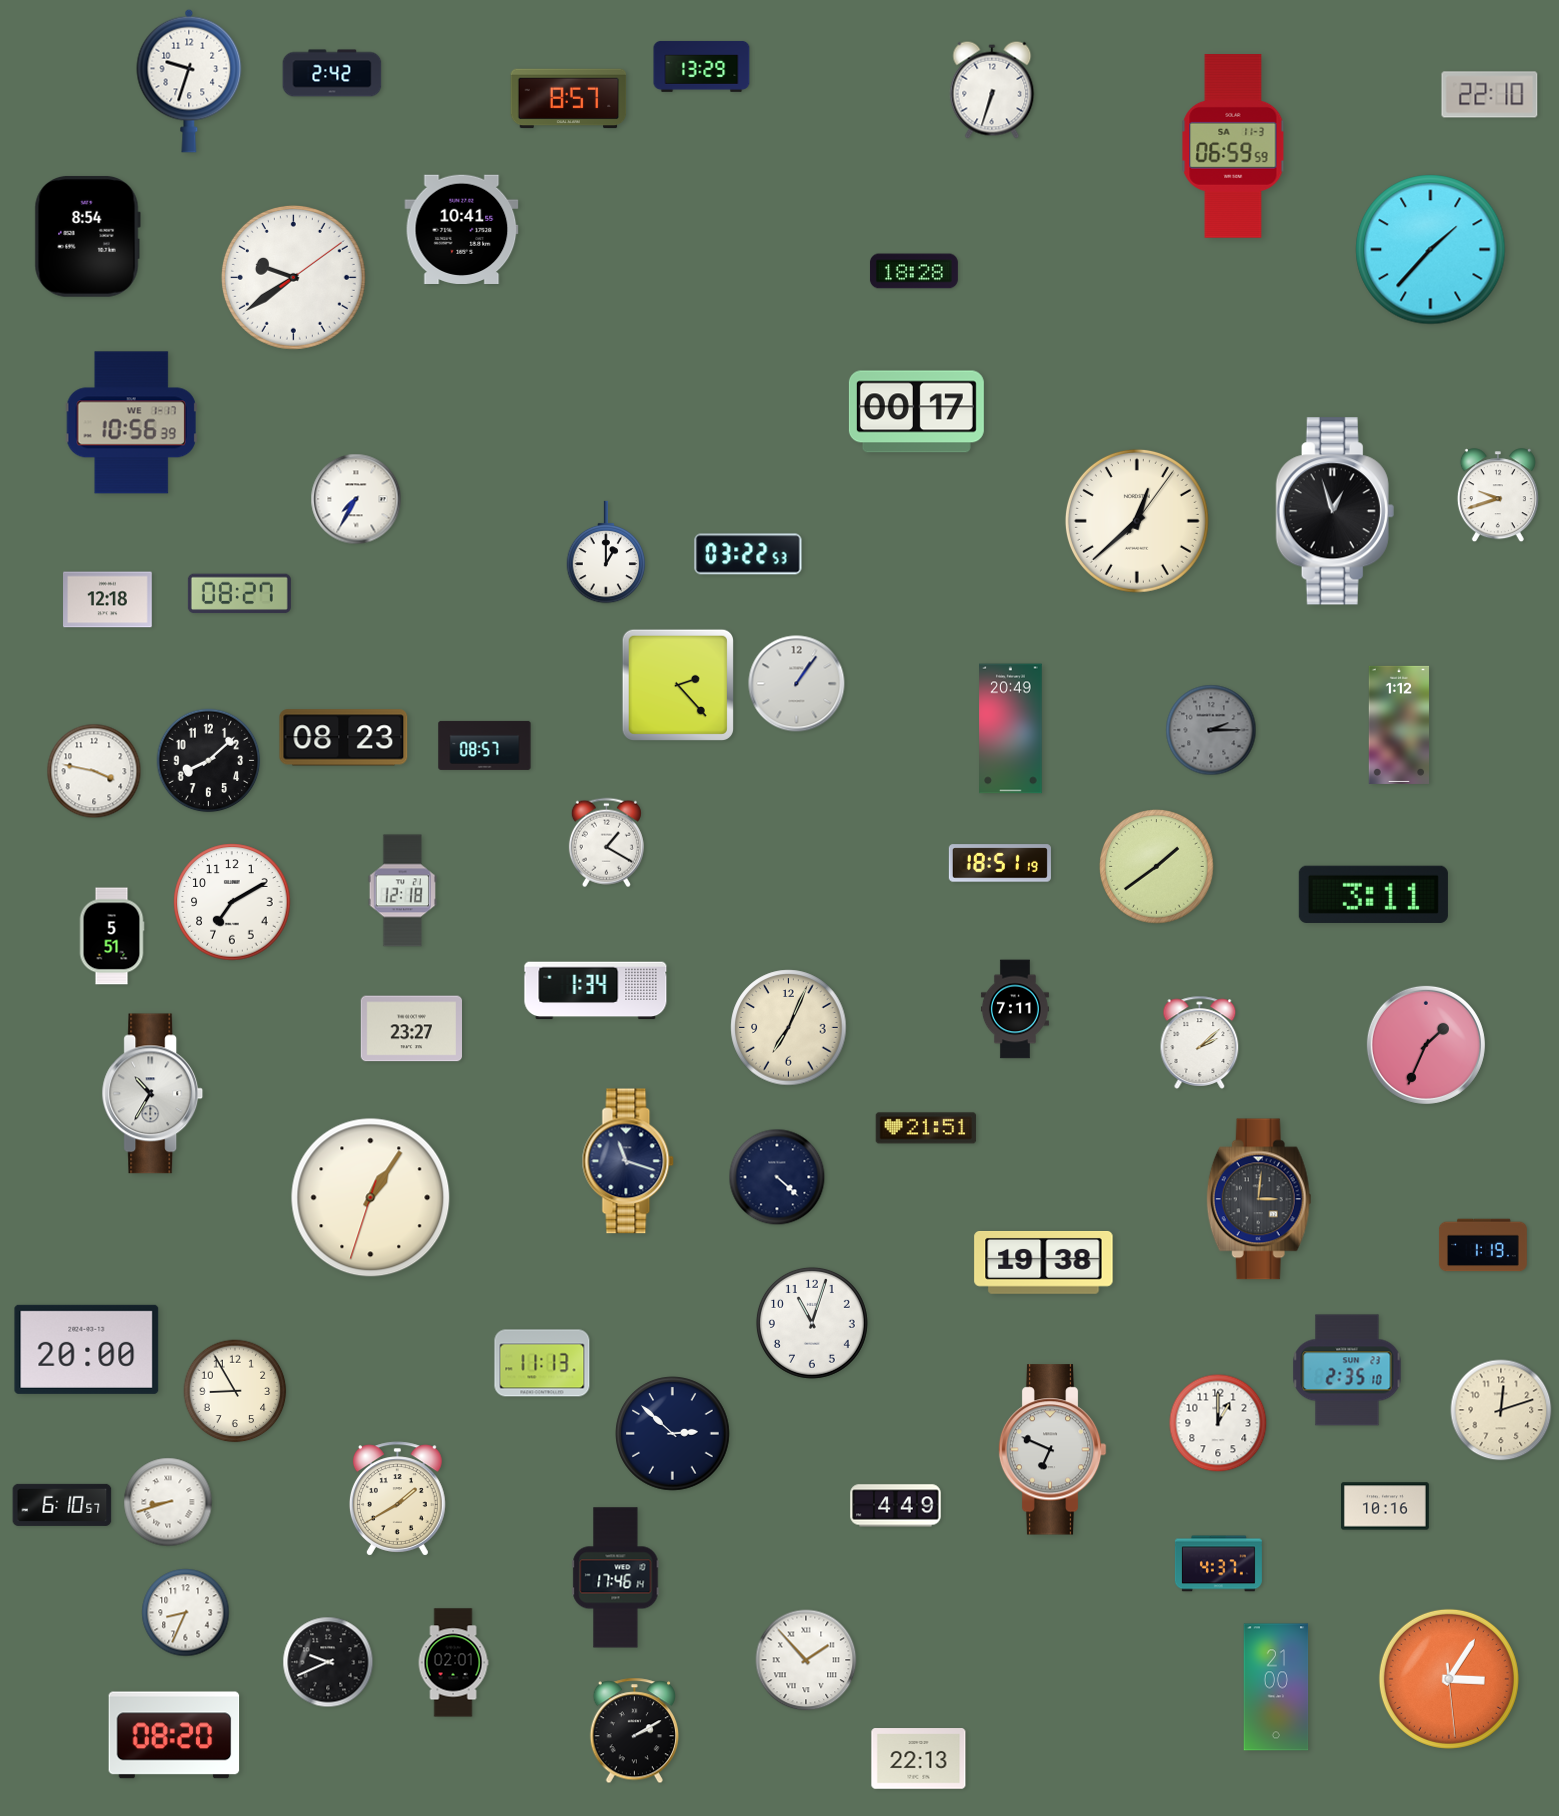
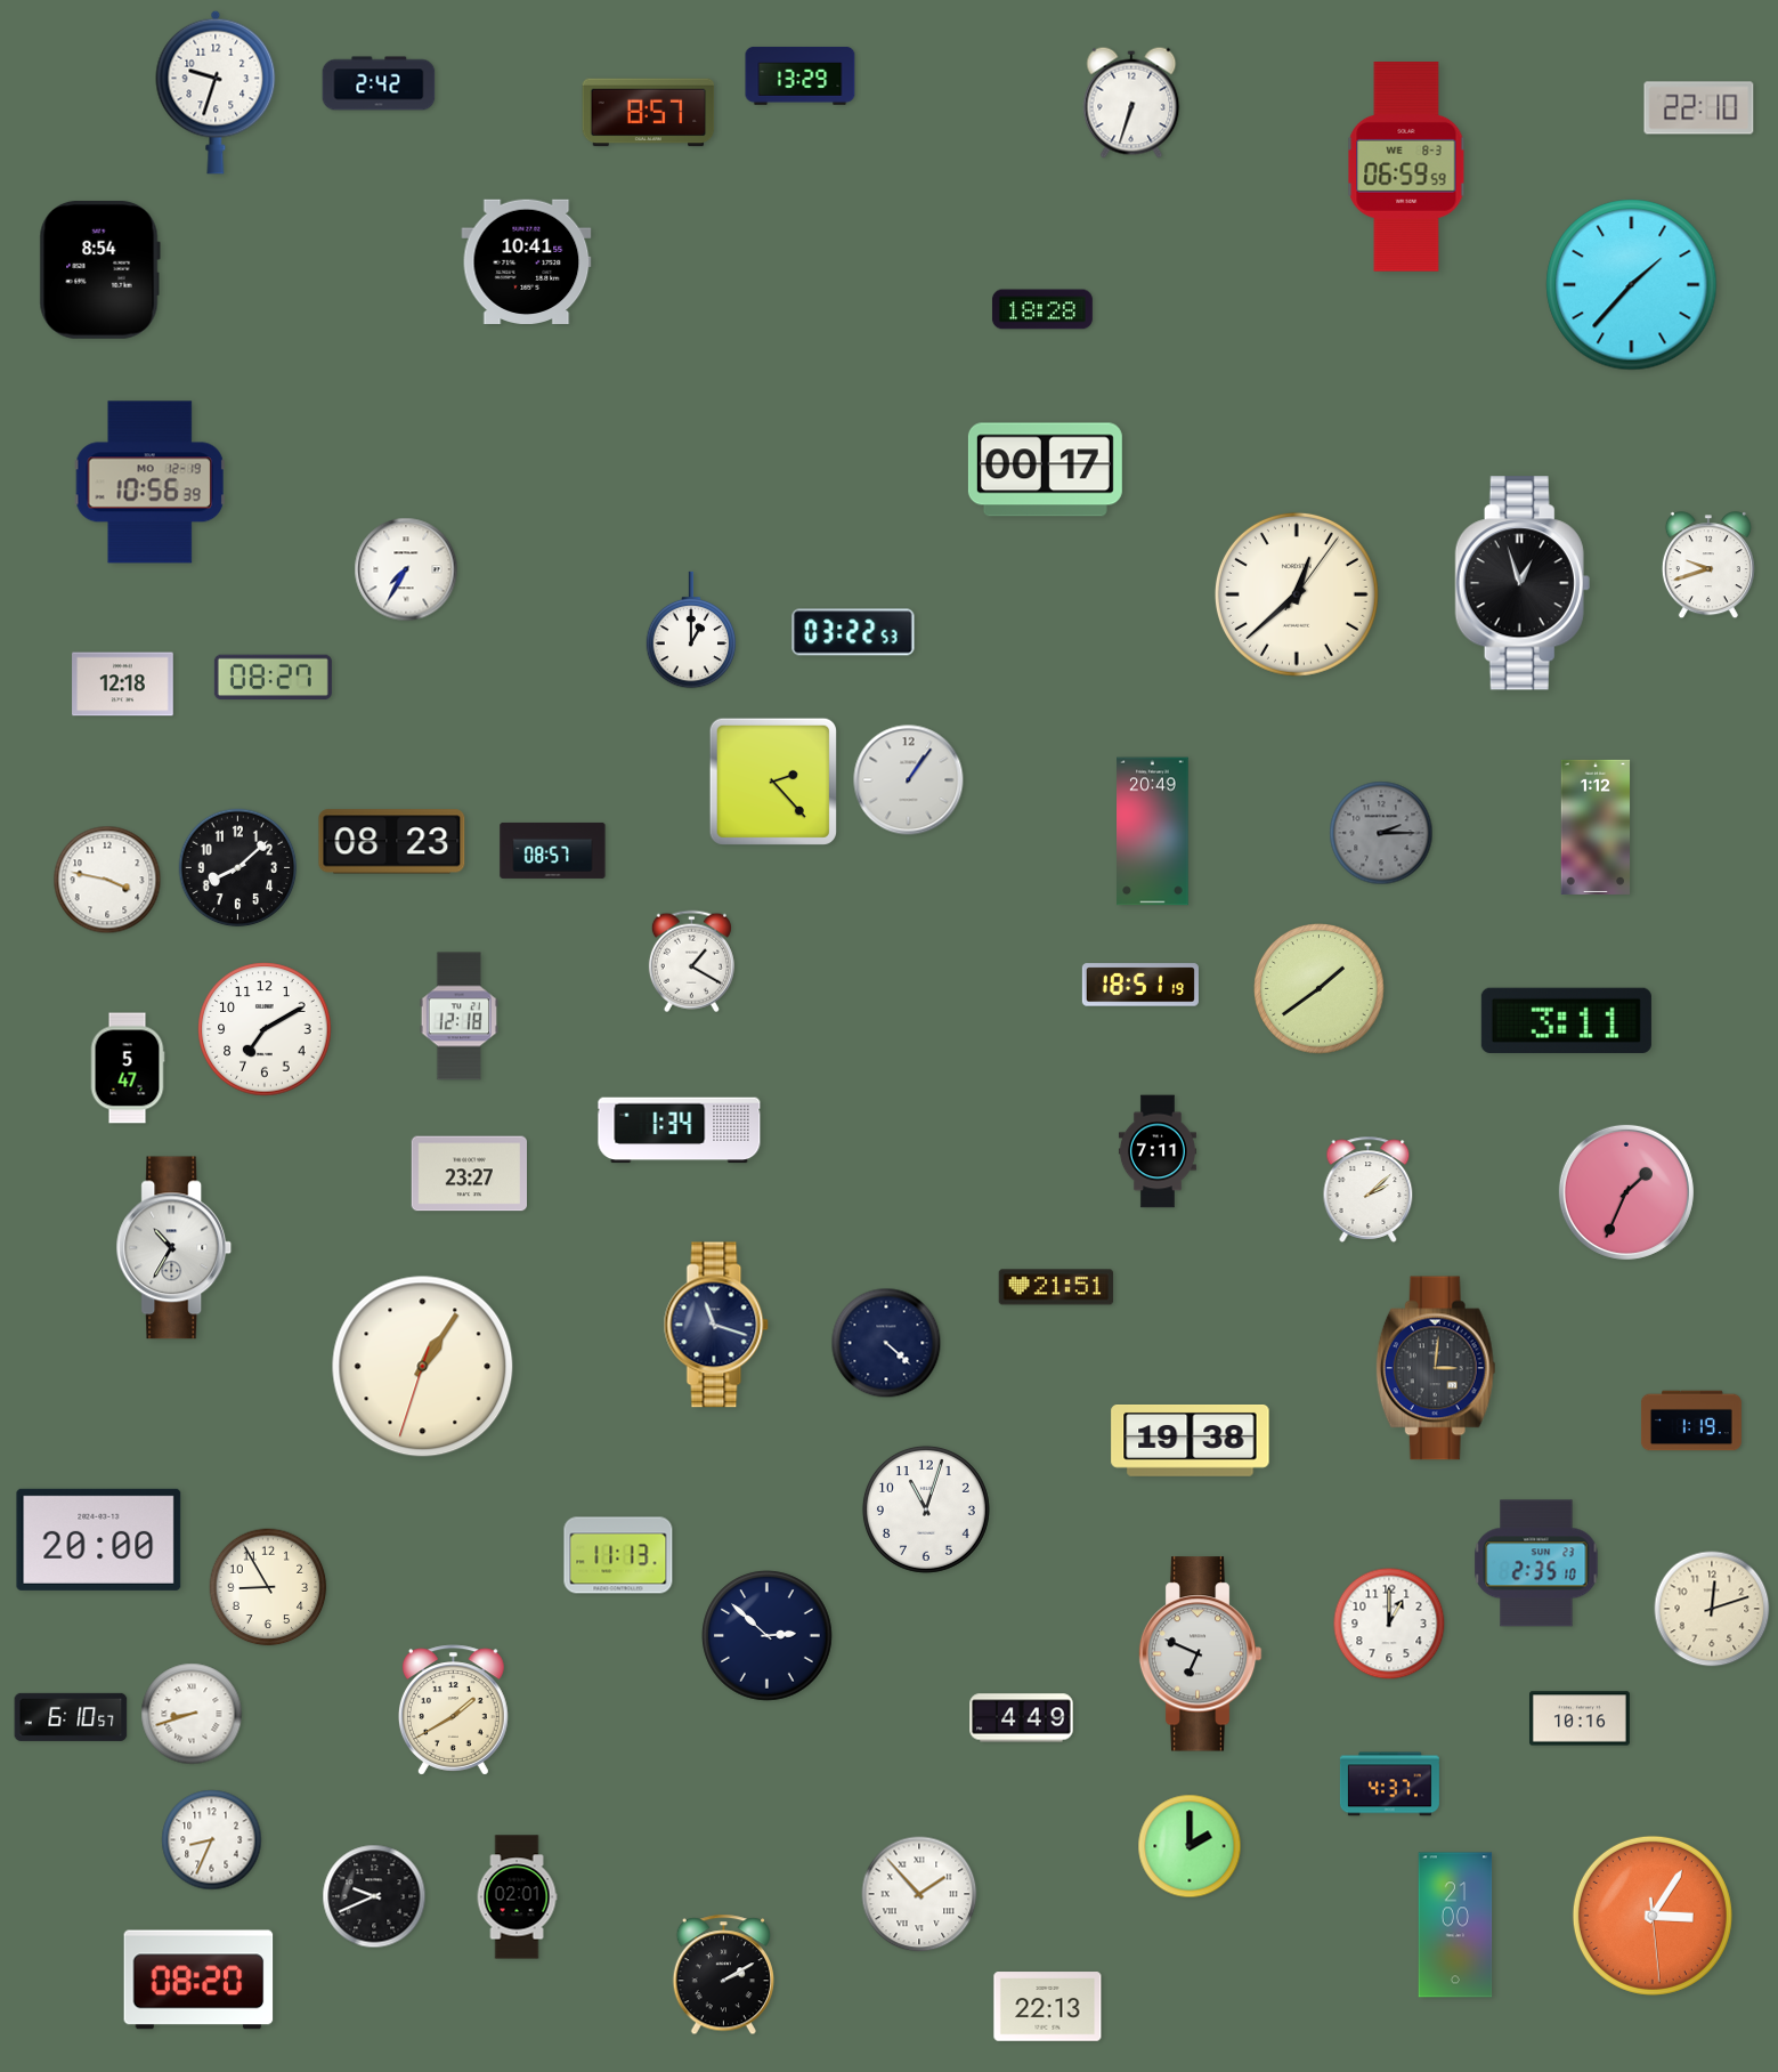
clock at (1233, 147) date: SA 11-3 -> WE 8-3
clock at (293, 277): 9:39 -> none
clock at (131, 423) date: WE 1-17 -> MO 12-19
clock at (112, 936): 5:51 -> 5:47
clock at (789, 1028): 7:04 -> none
clock at (616, 1578): 17:46 -> none
clock at (1190, 1846): none -> 2:00
